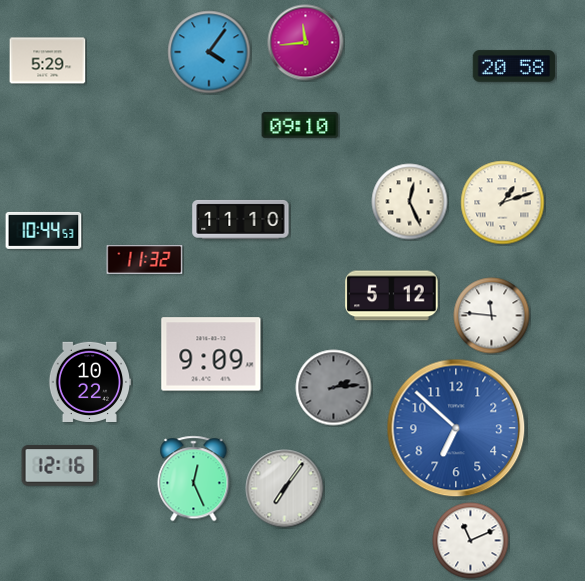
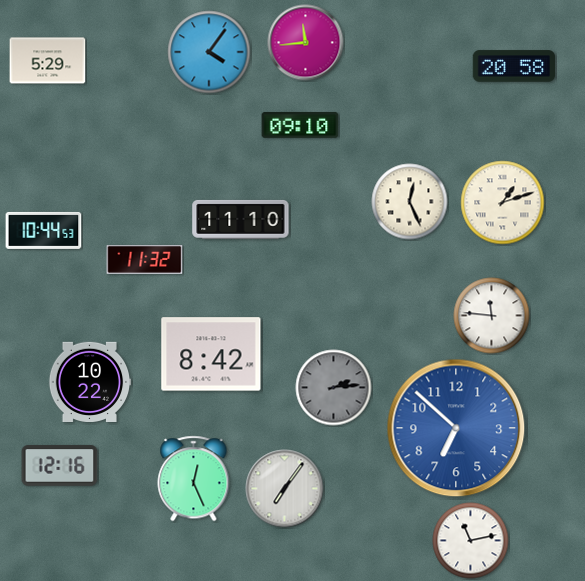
clock at (392, 296): 5:12 -> none
clock at (211, 354): 9:09 -> 8:42
clock at (471, 541): 11:11 -> 11:13
